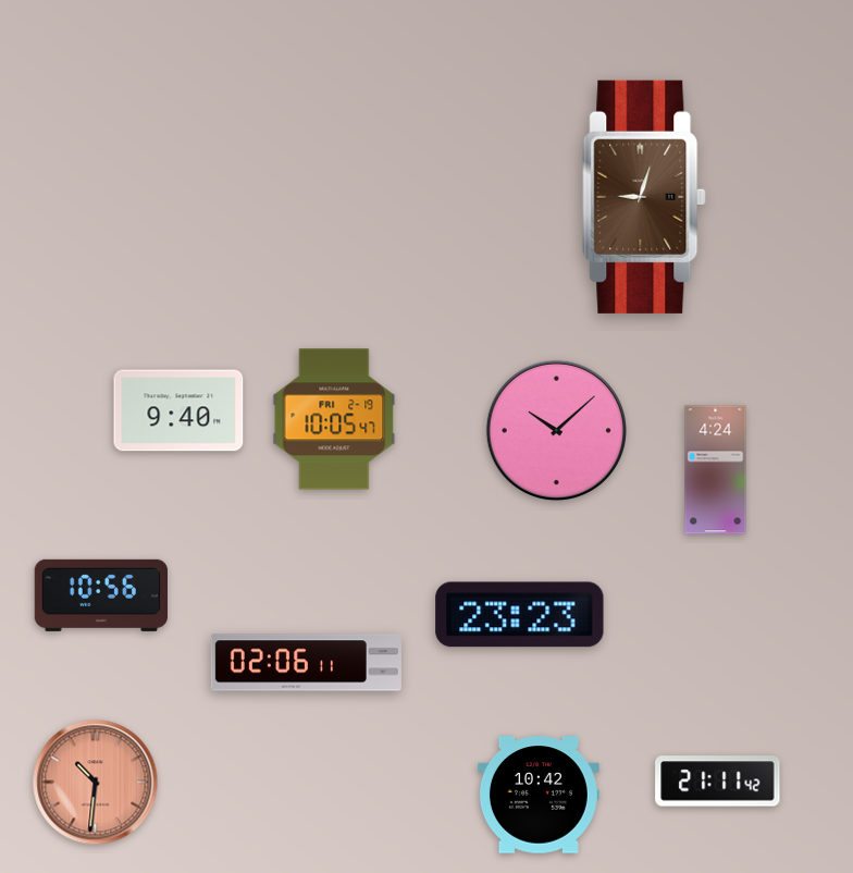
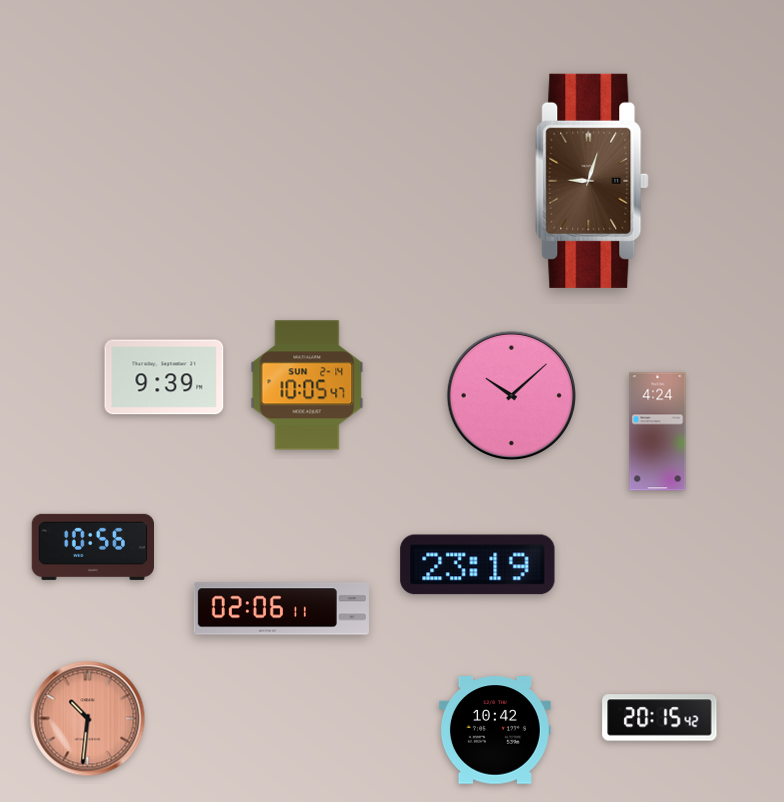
clock at (178, 410): 9:40 -> 9:39
clock at (334, 419) date: FRI 2-19 -> SUN 2-14
clock at (520, 615): 23:23 -> 23:19
clock at (718, 782): 21:11 -> 20:15
